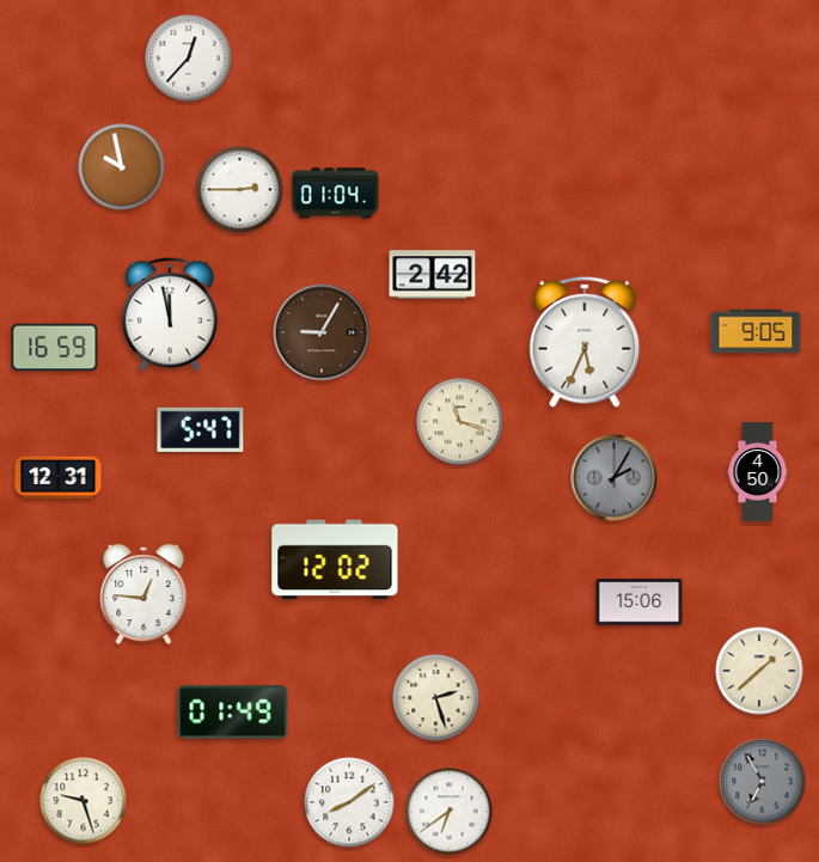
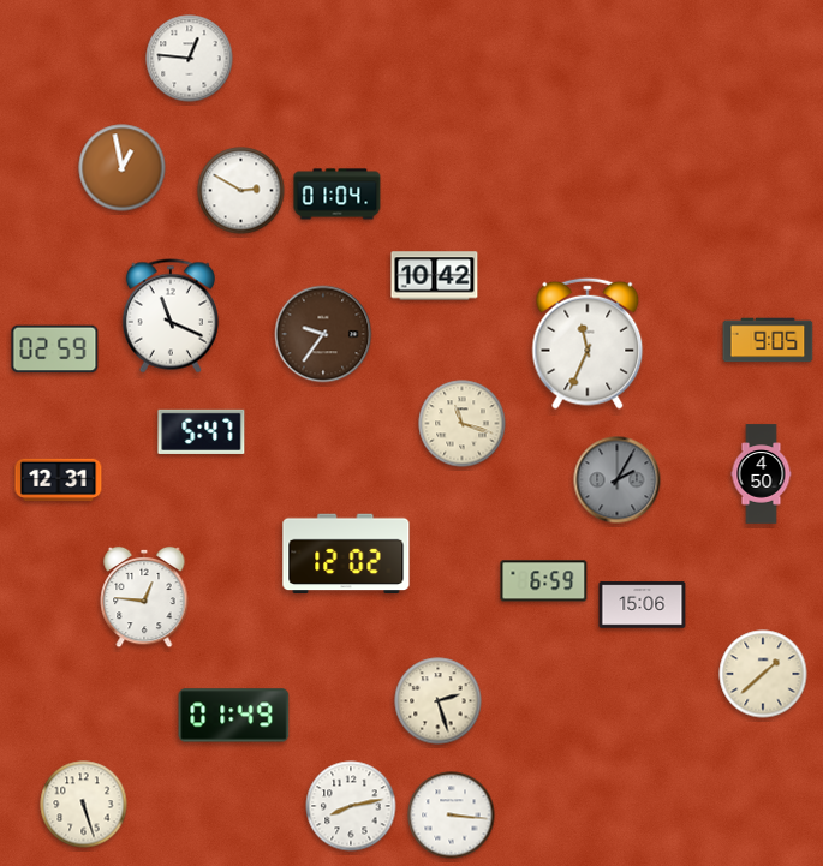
clock at (189, 59): 12:37 -> 12:46
clock at (122, 167): 9:58 -> 12:58
clock at (240, 190): 2:45 -> 2:50
clock at (433, 275): 2:42 -> 10:42
clock at (170, 314): 11:58 -> 11:19
clock at (756, 331) position: (756, 331) -> (768, 340)
clock at (322, 332): 9:05 -> 9:36
clock at (585, 342): 5:34 -> 11:34
clock at (55, 348): 16:59 -> 02:59
clock at (335, 560) position: (335, 560) -> (346, 554)
clock at (544, 581): none -> 6:59
clock at (763, 782): 6:55 -> none
clock at (84, 801): 9:27 -> 5:27
clock at (349, 802): 8:09 -> 8:13
clock at (450, 812): 6:39 -> 3:16
